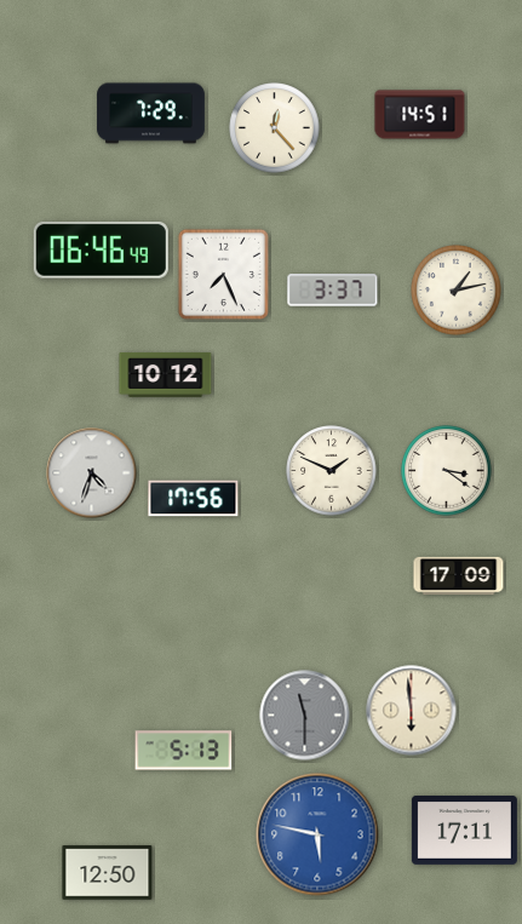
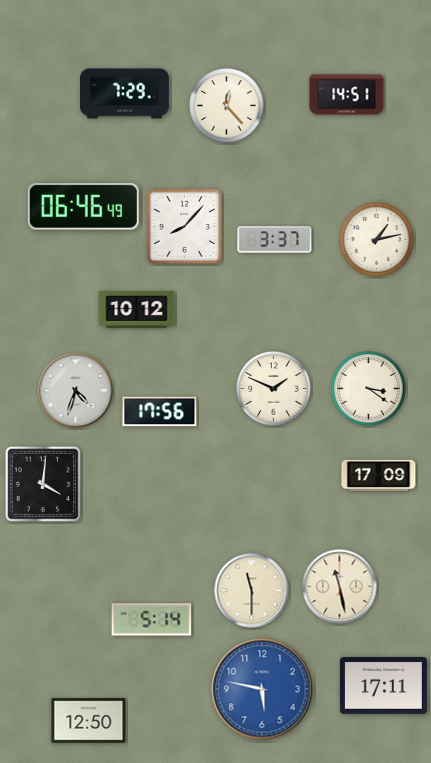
clock at (223, 274): 7:26 -> 8:07
clock at (43, 484): none -> 4:01
clock at (412, 711): 5:59 -> 11:28
clock at (305, 716) dial: grey -> cream
clock at (184, 751): 5:13 -> 5:14
